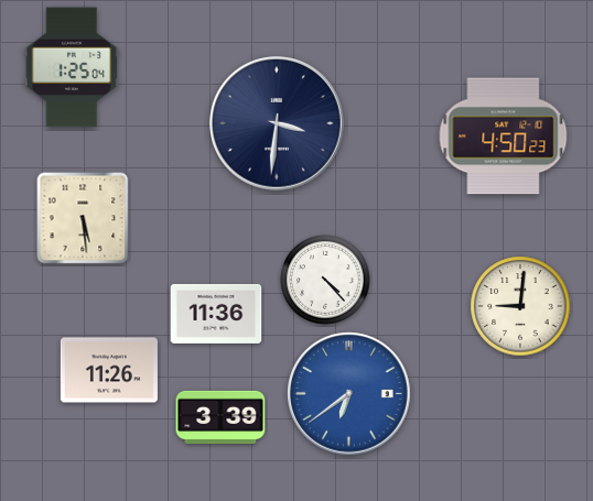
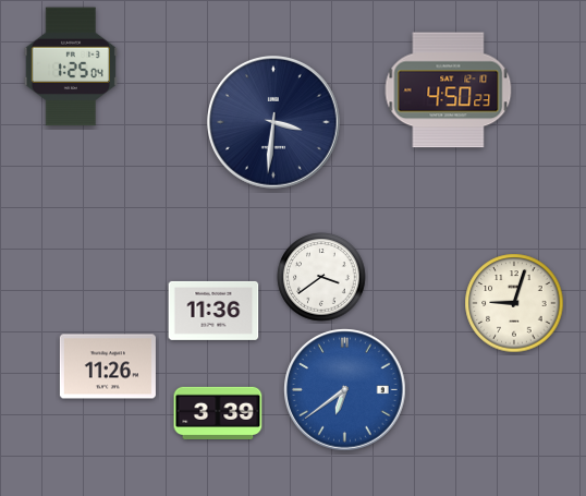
clock at (504, 137) position: (504, 137) -> (449, 90)
clock at (83, 218): 5:29 -> none
clock at (325, 280): 4:23 -> 3:39
clock at (520, 306): 9:01 -> 9:03
